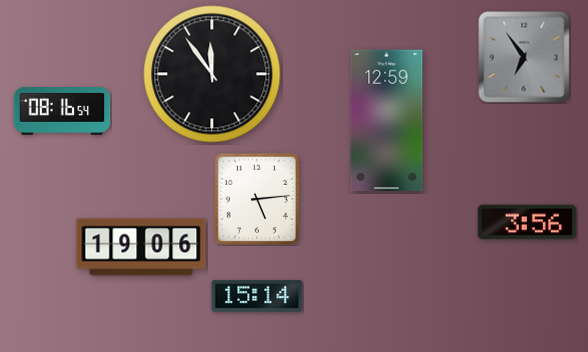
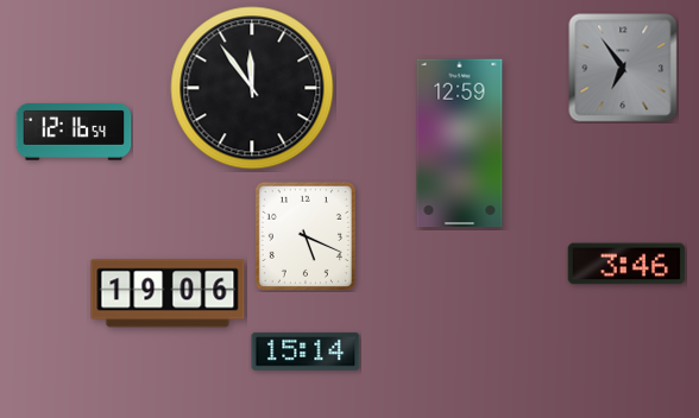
clock at (62, 112): 08:16 -> 12:16
clock at (257, 199): 5:14 -> 5:19
clock at (527, 222): 3:56 -> 3:46
